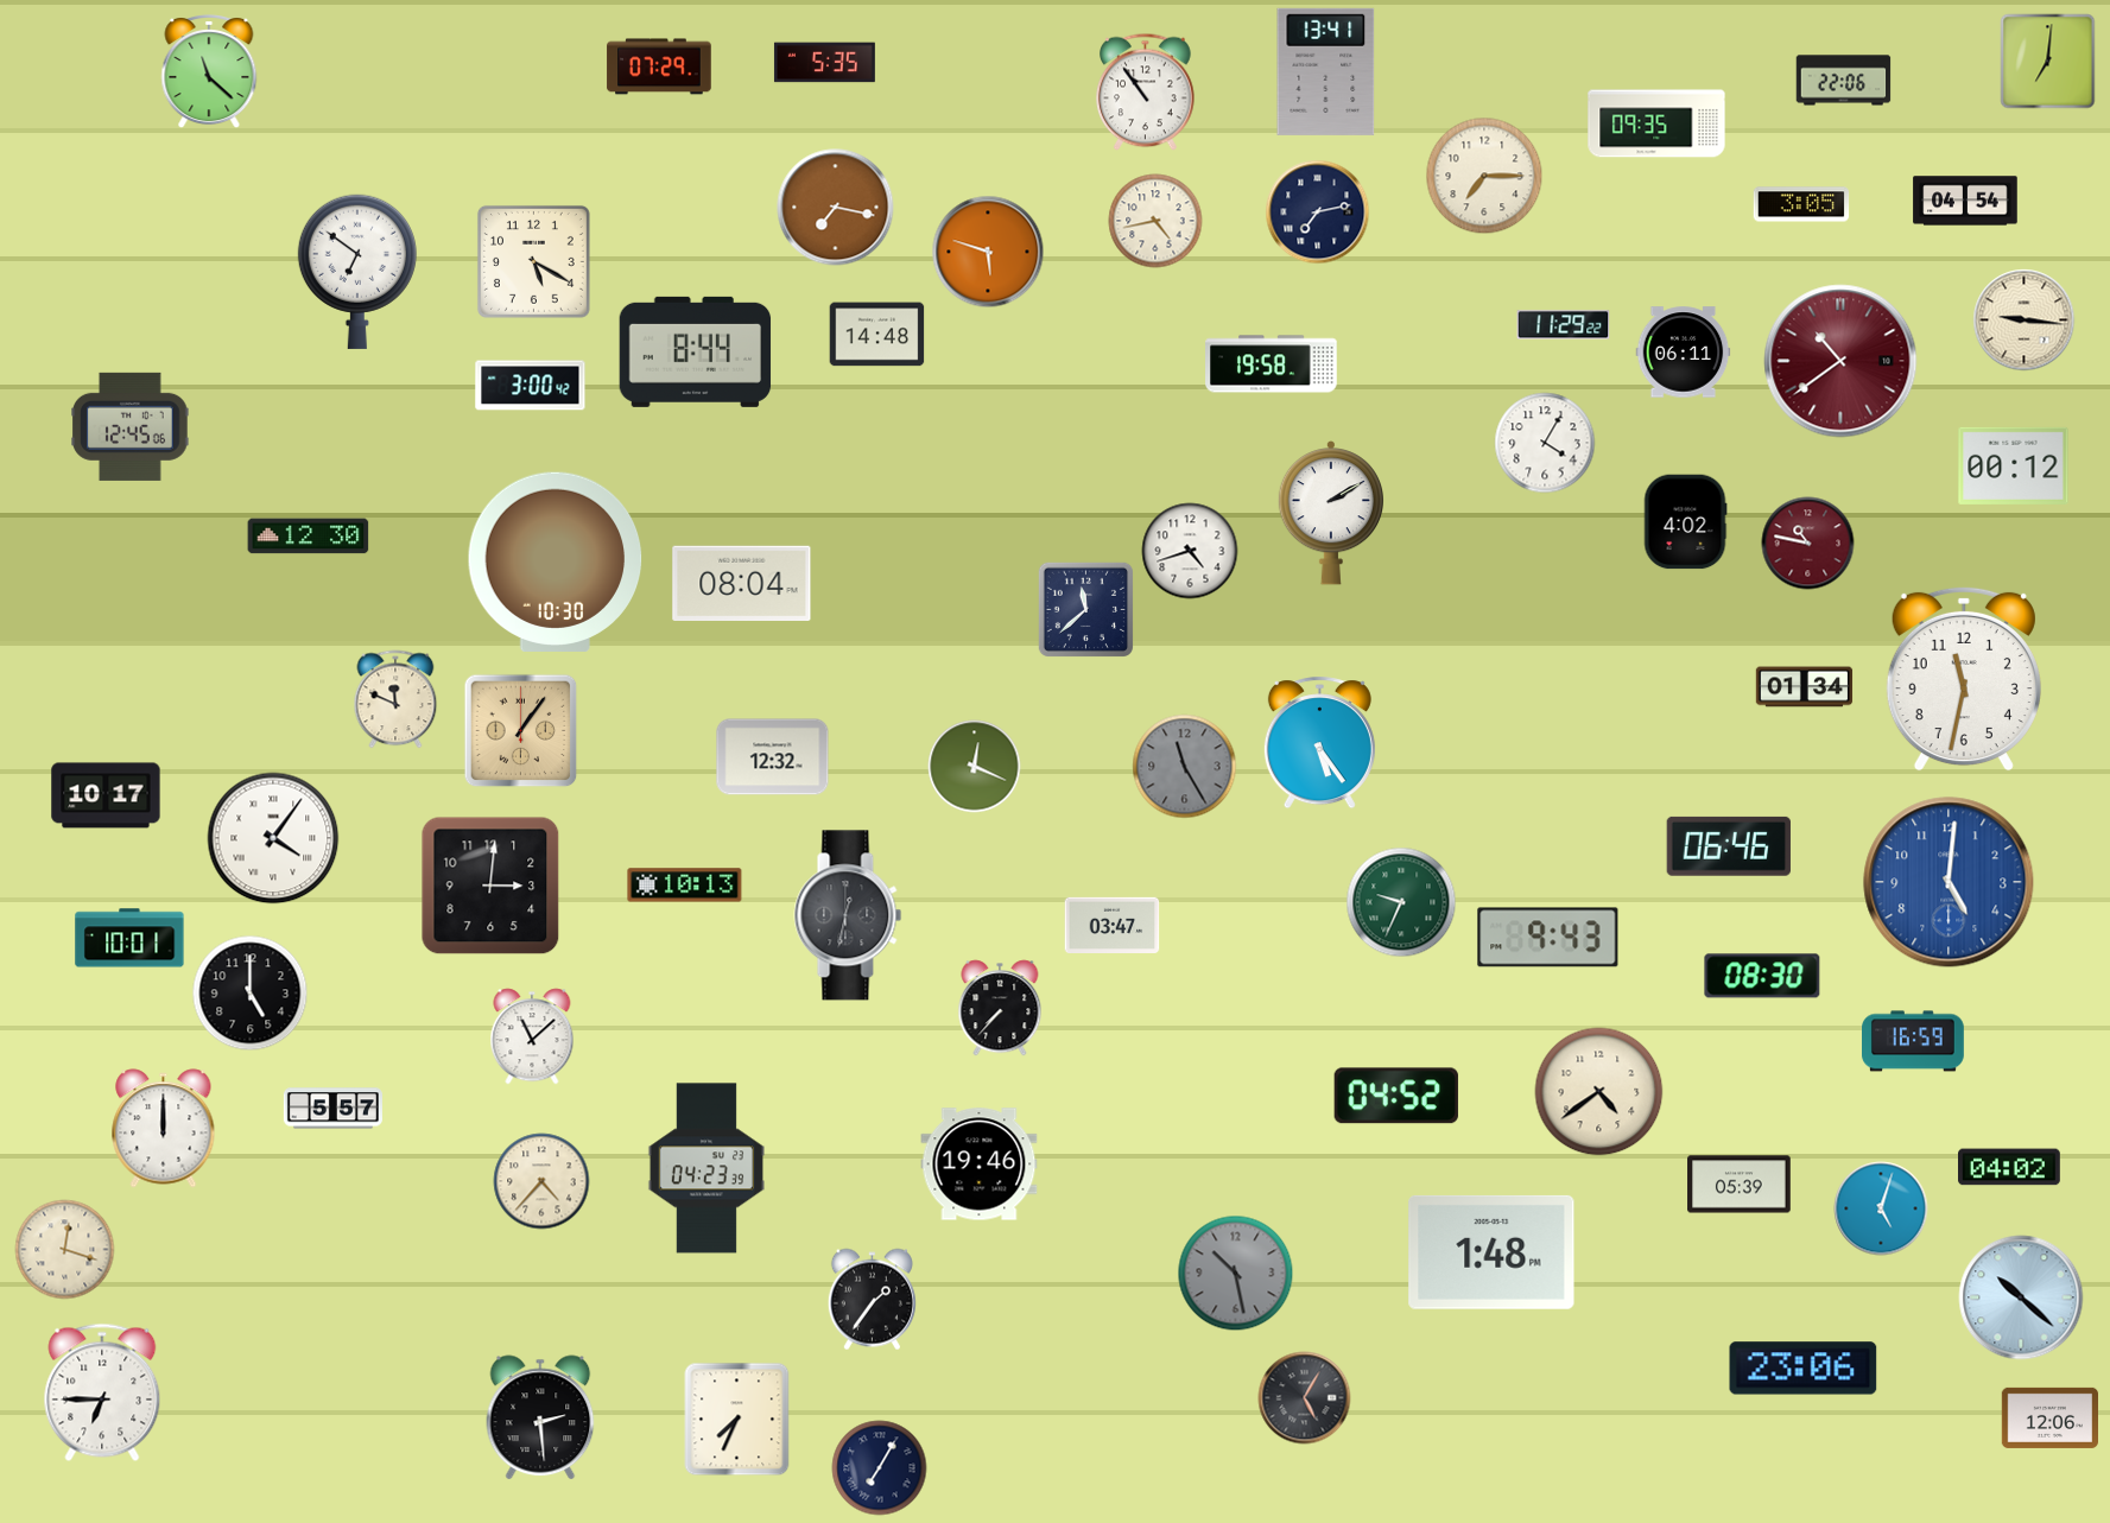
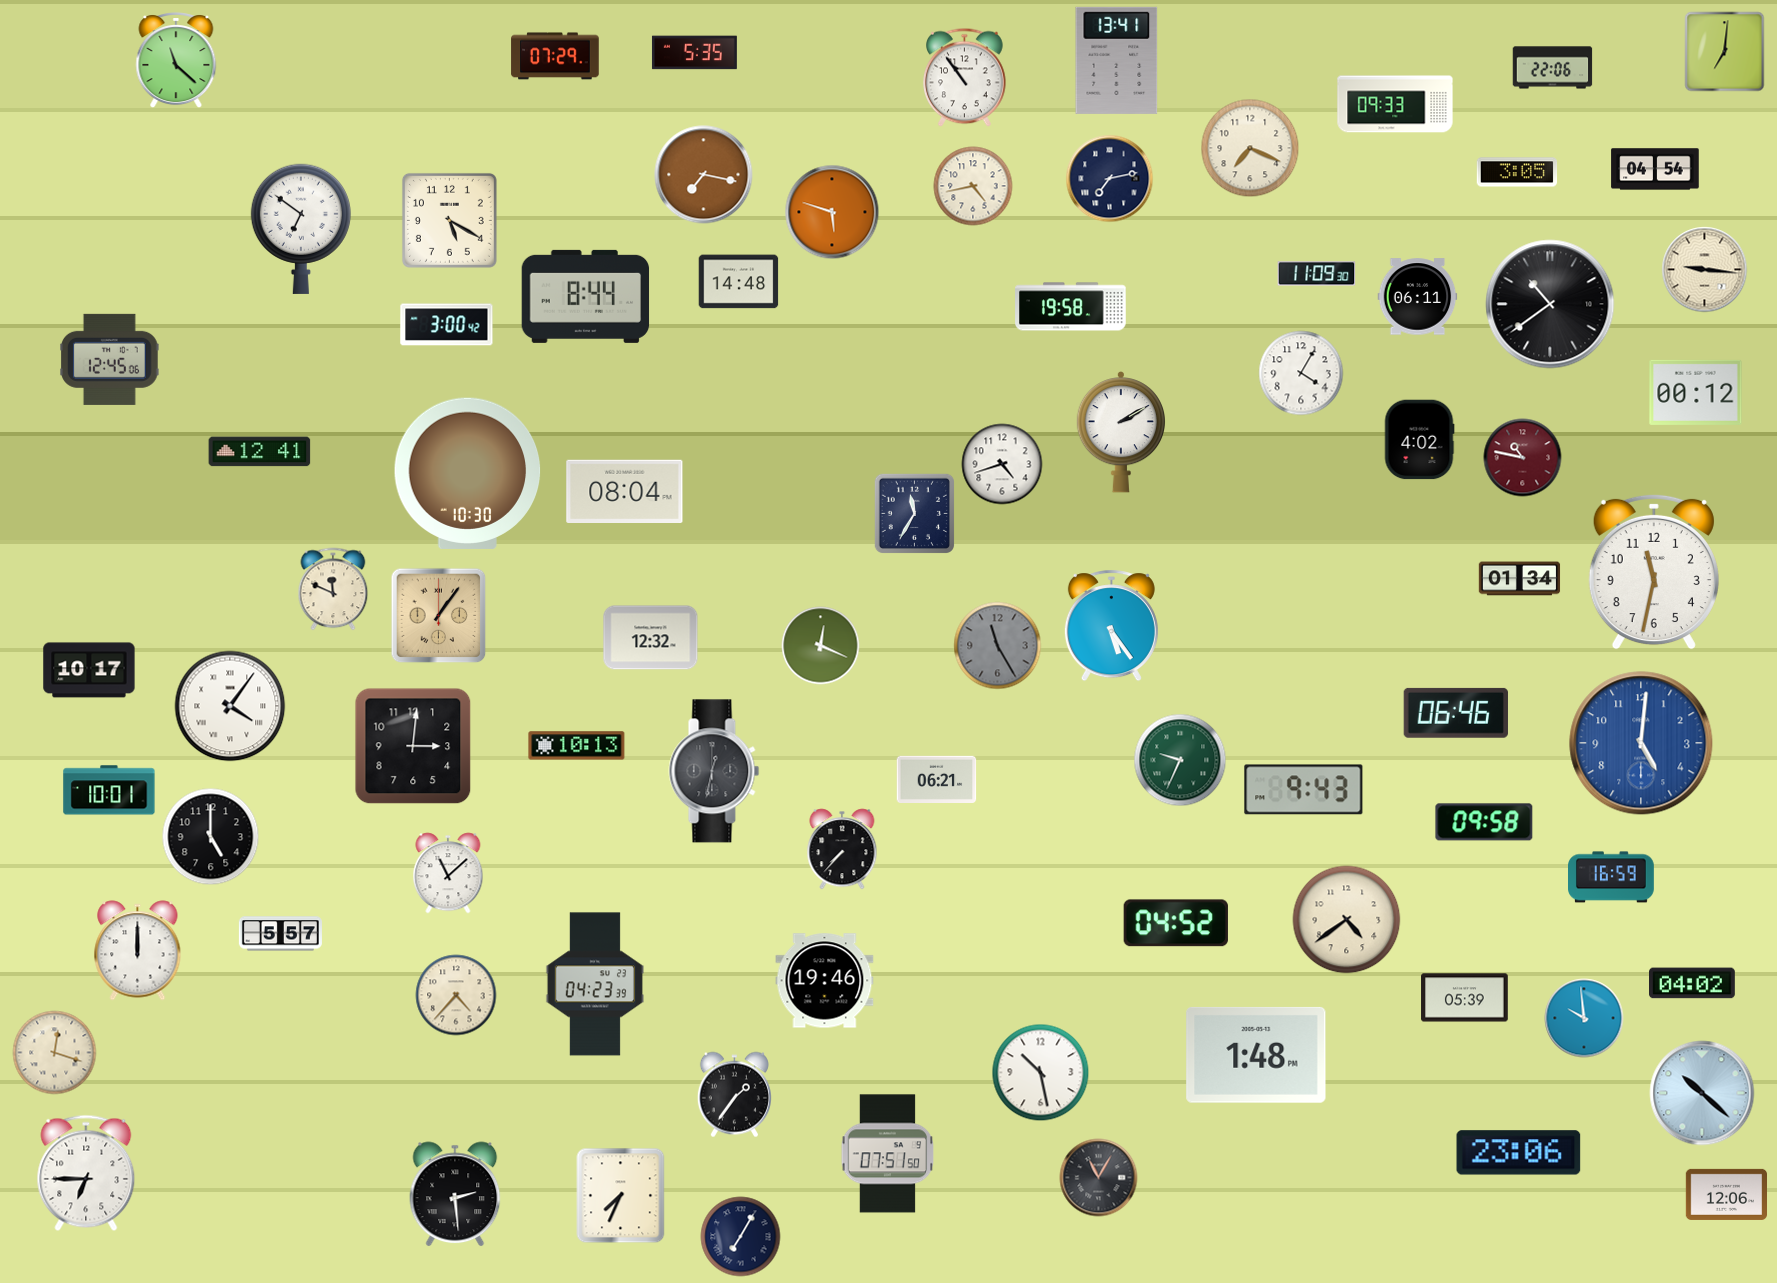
clock at (1656, 123): 09:35 -> 09:33
clock at (1484, 176): 7:15 -> 7:19
clock at (1564, 325): 11:29 -> 11:09
clock at (1840, 361) dial: burgundy -> black
clock at (309, 537): 12:30 -> 12:41
clock at (1085, 609): 11:38 -> 11:35
clock at (1113, 925): 03:47 -> 06:21
clock at (1762, 976): 08:30 -> 09:58
clock at (1881, 1208): 5:03 -> 9:59
clock at (1236, 1274) dial: grey -> white
clock at (888, 1154): none -> 07:51
clock at (1305, 1398): 5:05 -> 11:05
